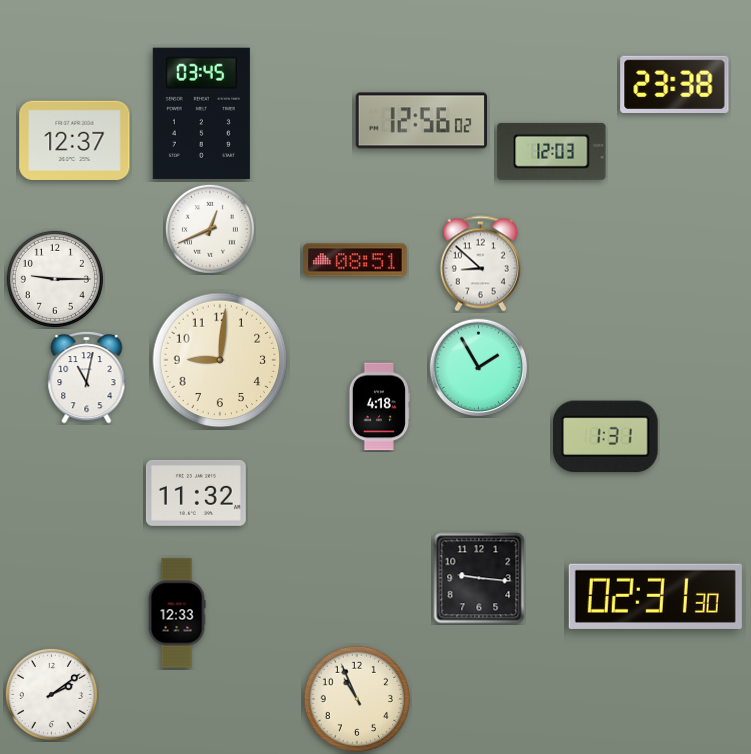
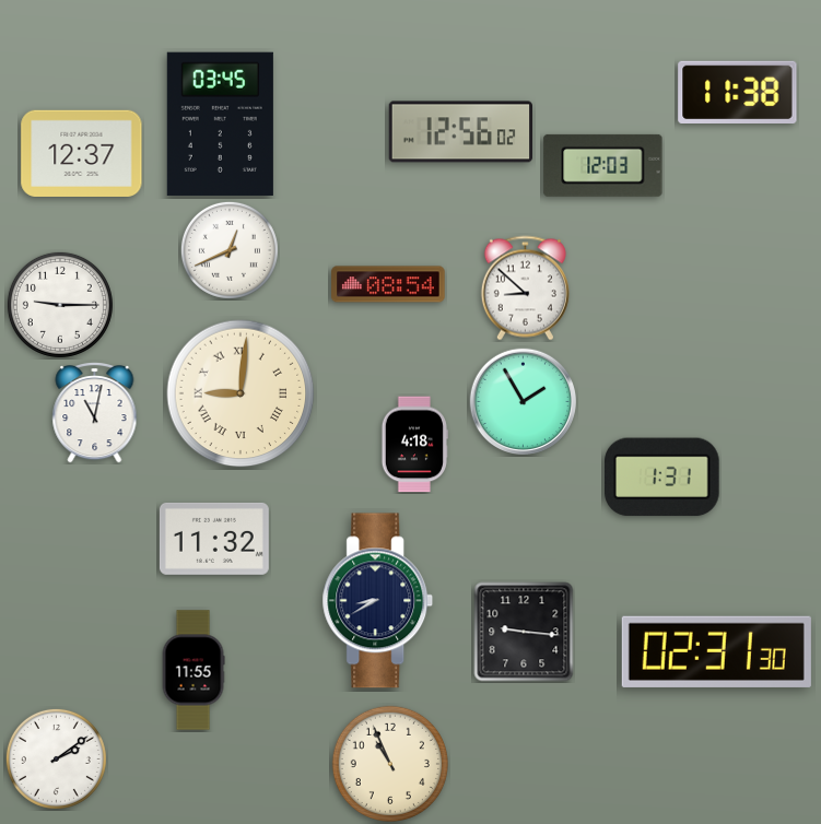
clock at (675, 84): 23:38 -> 11:38
clock at (355, 260): 08:51 -> 08:54
clock at (220, 360) numerals: Arabic -> Roman
clock at (378, 601): none -> 8:40
clock at (177, 613): 12:33 -> 11:55
